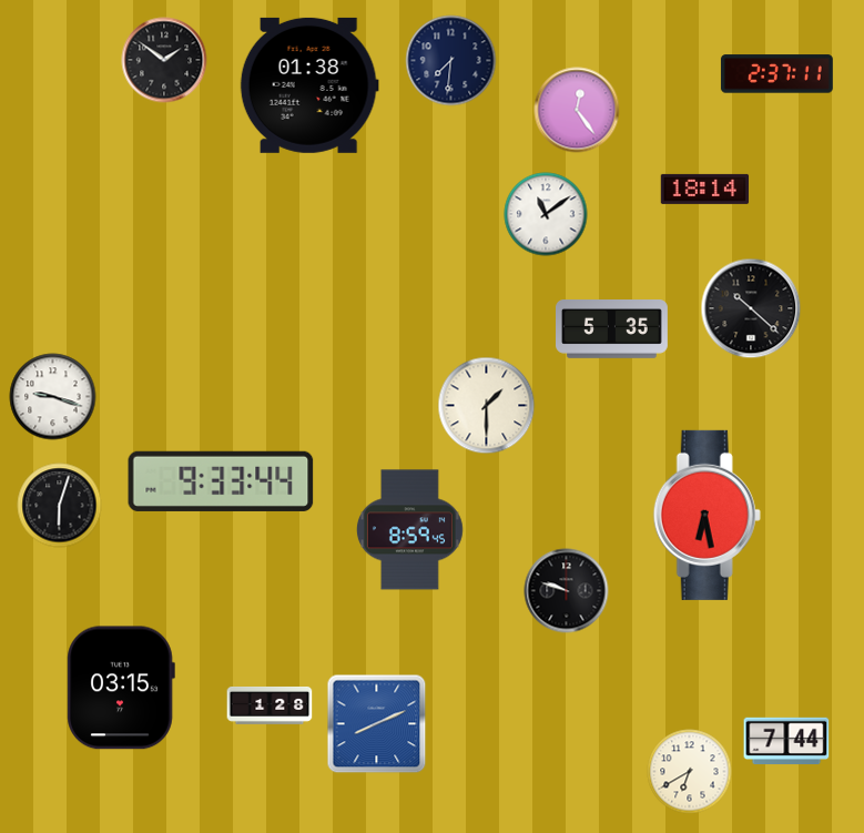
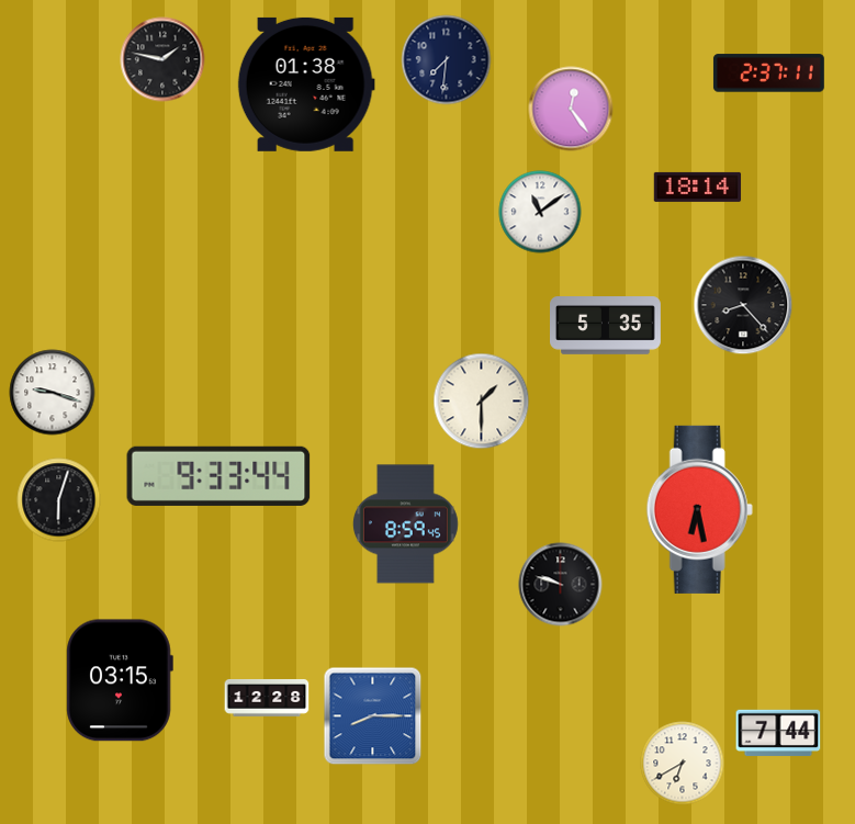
clock at (164, 60): 1:51 -> 1:47
clock at (751, 308): 10:22 -> 8:23
clock at (270, 705): 1:28 -> 12:28
clock at (377, 724): 8:11 -> 8:15
